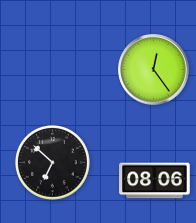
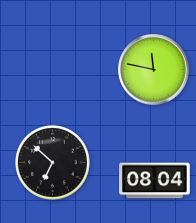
clock at (154, 70): 12:24 -> 11:47
clock at (155, 181): 08:06 -> 08:04
